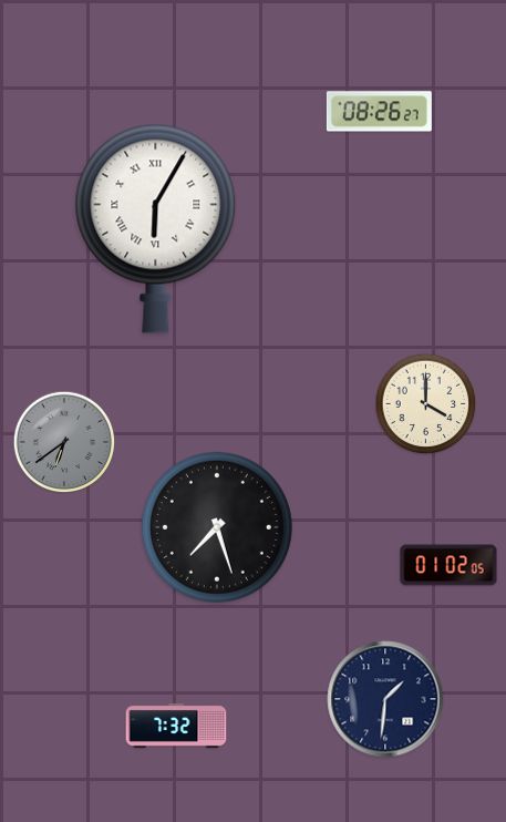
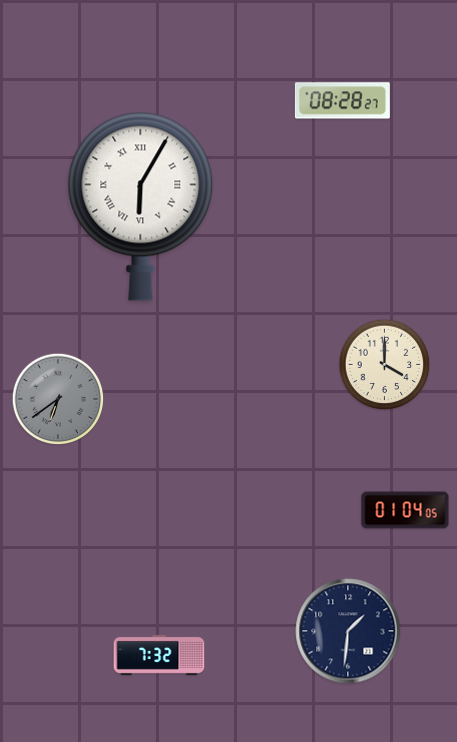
clock at (379, 112): 08:26 -> 08:28
clock at (217, 527): 7:27 -> none
clock at (448, 565): 01:02 -> 01:04
